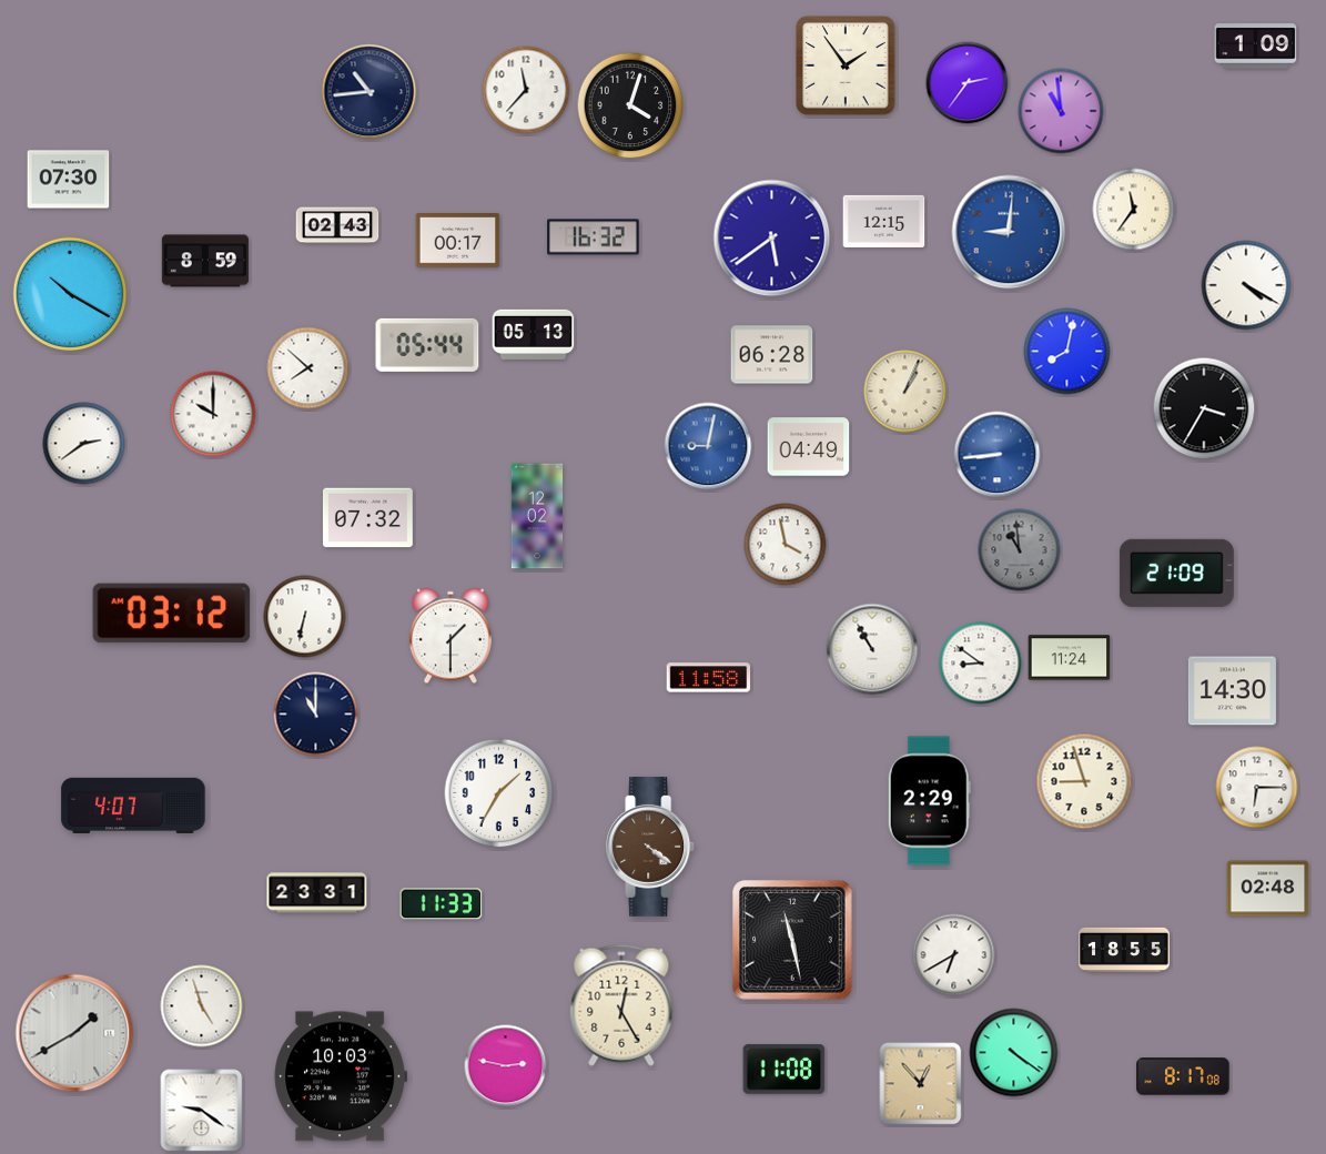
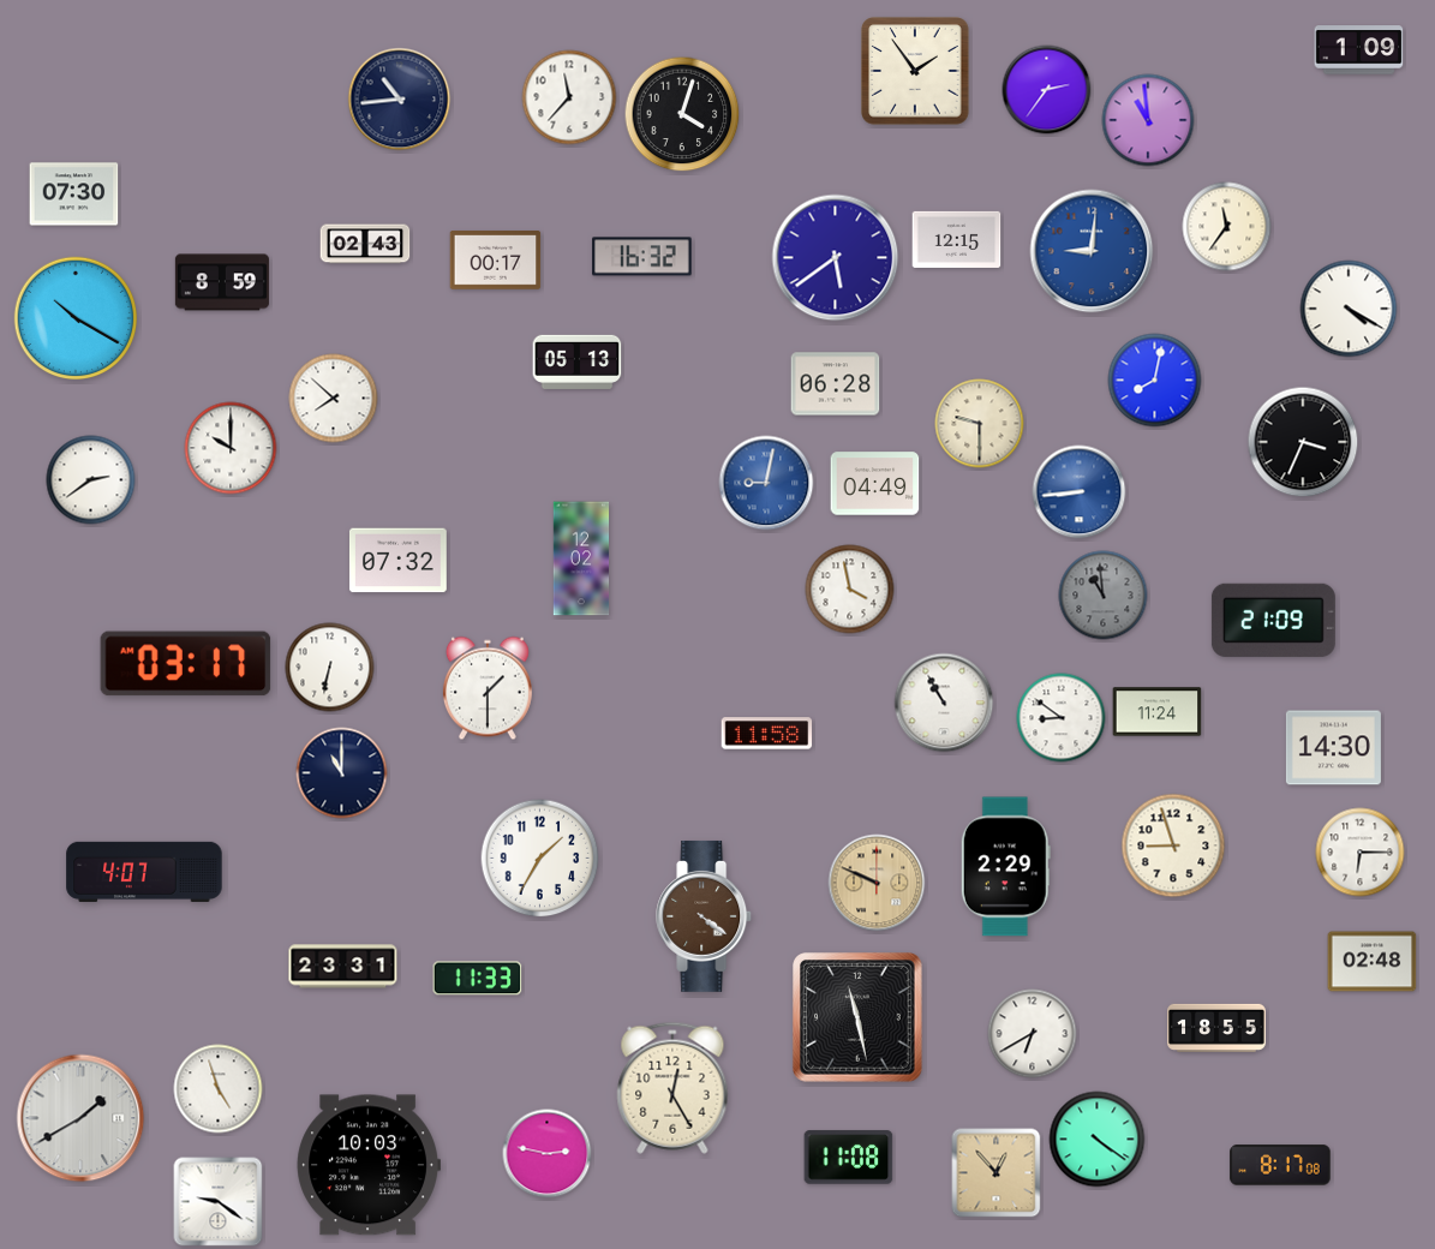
clock at (427, 345): 05:44 -> none
clock at (905, 392): 1:04 -> 9:30
clock at (1204, 408): 3:35 -> 3:34
clock at (172, 614): 03:12 -> 03:17
clock at (877, 883): none -> 9:49
